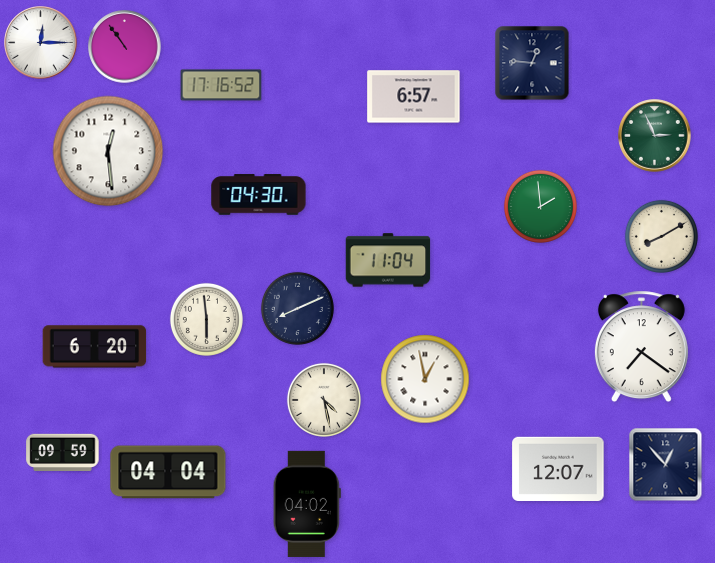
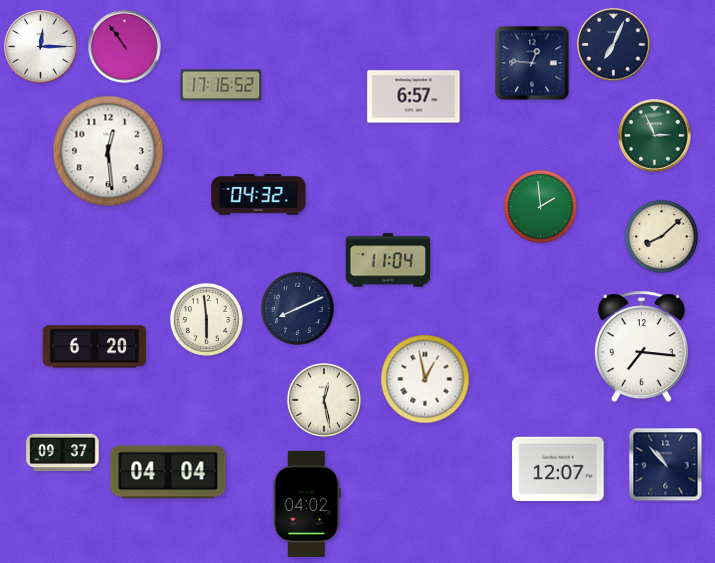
clock at (41, 43) position: (41, 43) -> (41, 47)
clock at (614, 45): none -> 7:04
clock at (259, 195): 04:30 -> 04:32
clock at (661, 236): 8:10 -> 8:08
clock at (641, 347): 7:21 -> 7:16
clock at (324, 400): 4:28 -> 12:28
clock at (63, 453): 09:59 -> 09:37
clock at (666, 465): 12:53 -> 10:53
